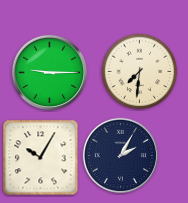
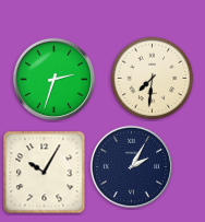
clock at (49, 72): 9:15 -> 2:33
clock at (120, 155) position: (120, 155) -> (131, 166)
